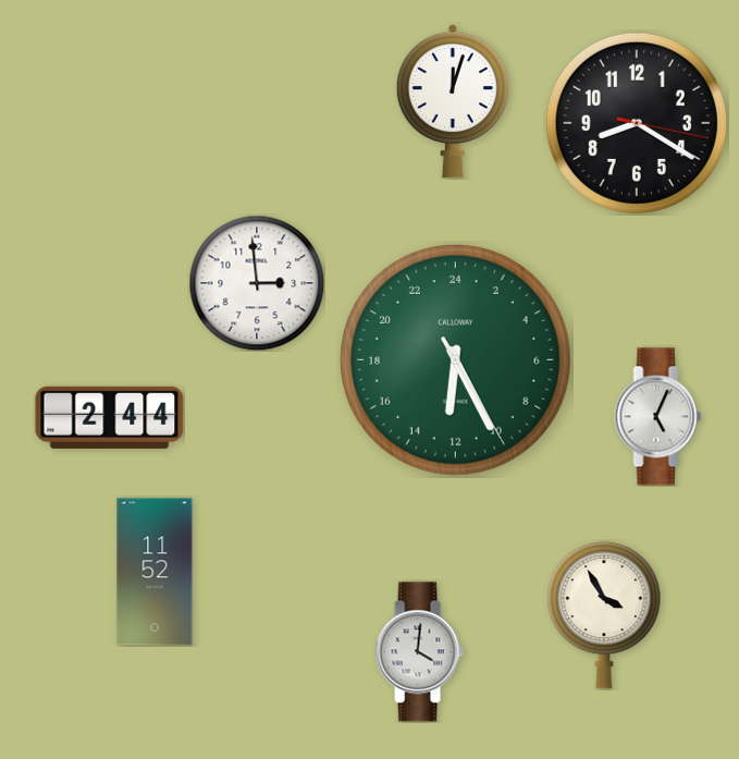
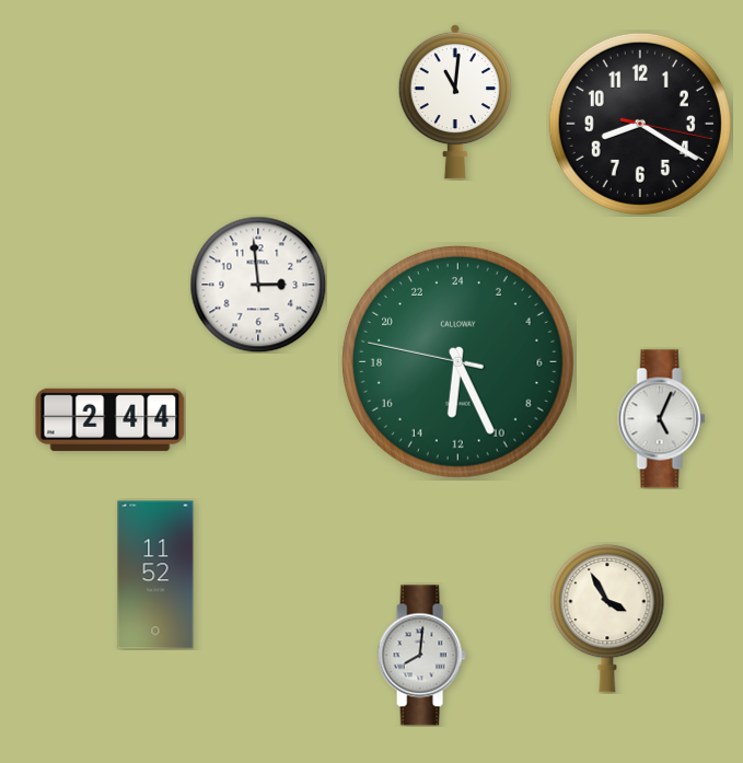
clock at (453, 101): 12:03 -> 11:01
clock at (455, 359): 12:25:25 -> 12:25:47
clock at (419, 652): 4:01 -> 8:01
